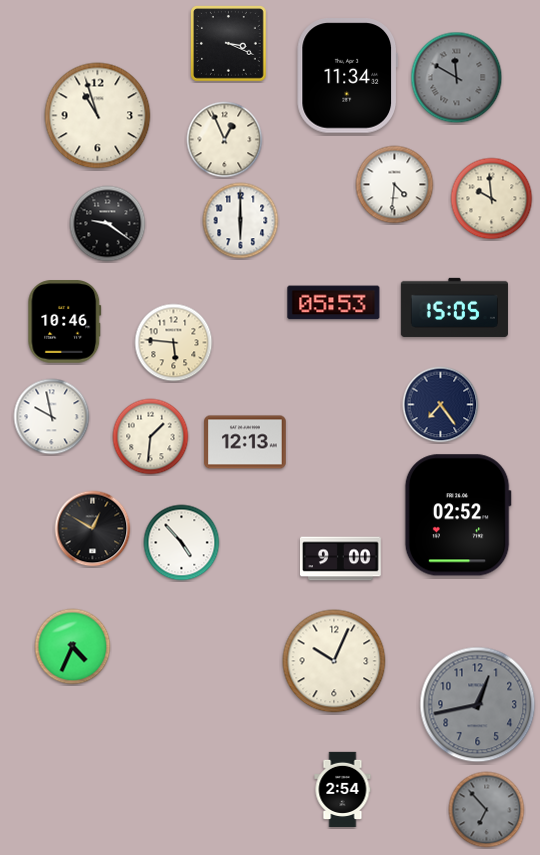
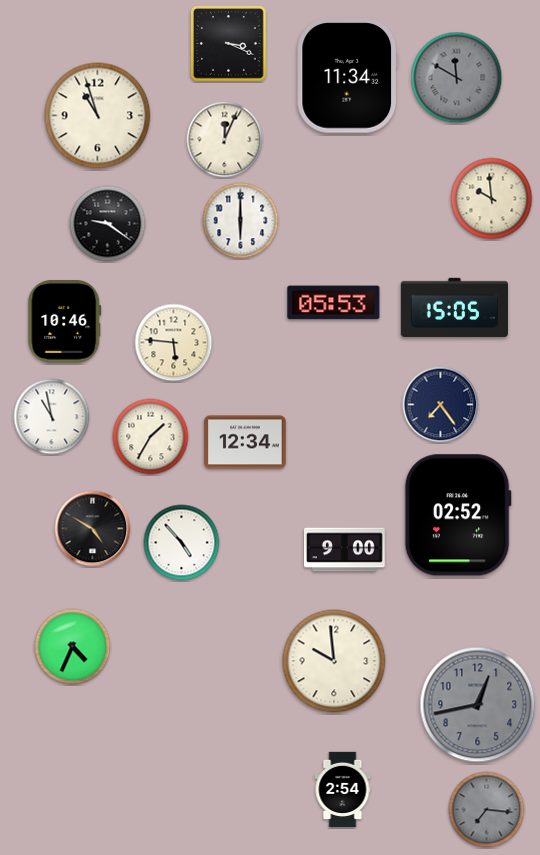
clock at (225, 140): 12:56 -> 12:04
clock at (395, 185): 4:31 -> none
clock at (52, 417): 9:58 -> 10:58
clock at (151, 437): 1:31 -> 1:35
clock at (245, 442): 12:13 -> 12:34
clock at (93, 529): 12:50 -> 4:50
clock at (341, 559) position: (341, 559) -> (345, 550)
clock at (334, 661): 10:04 -> 9:59
clock at (487, 810): 6:53 -> 7:16
